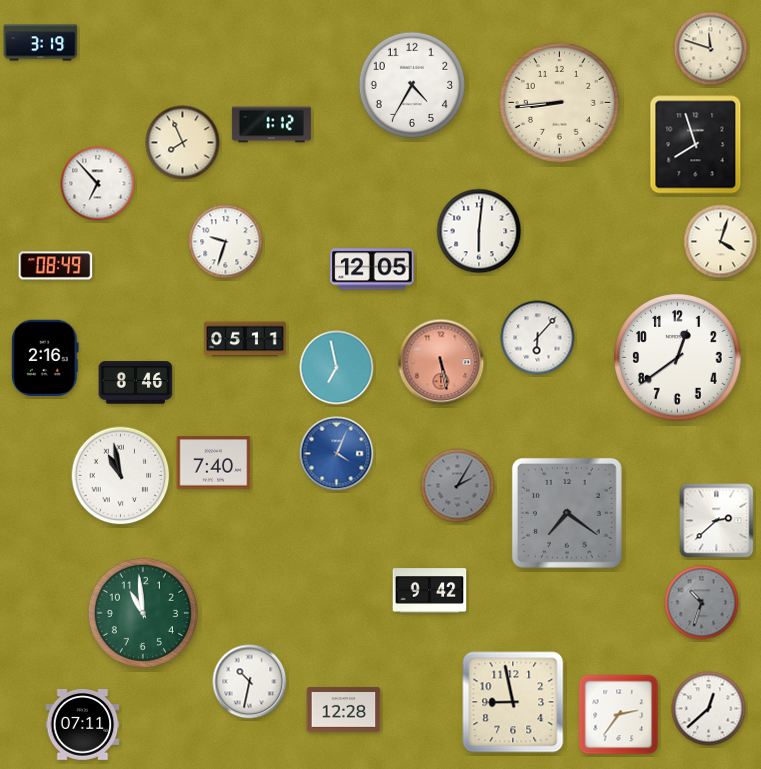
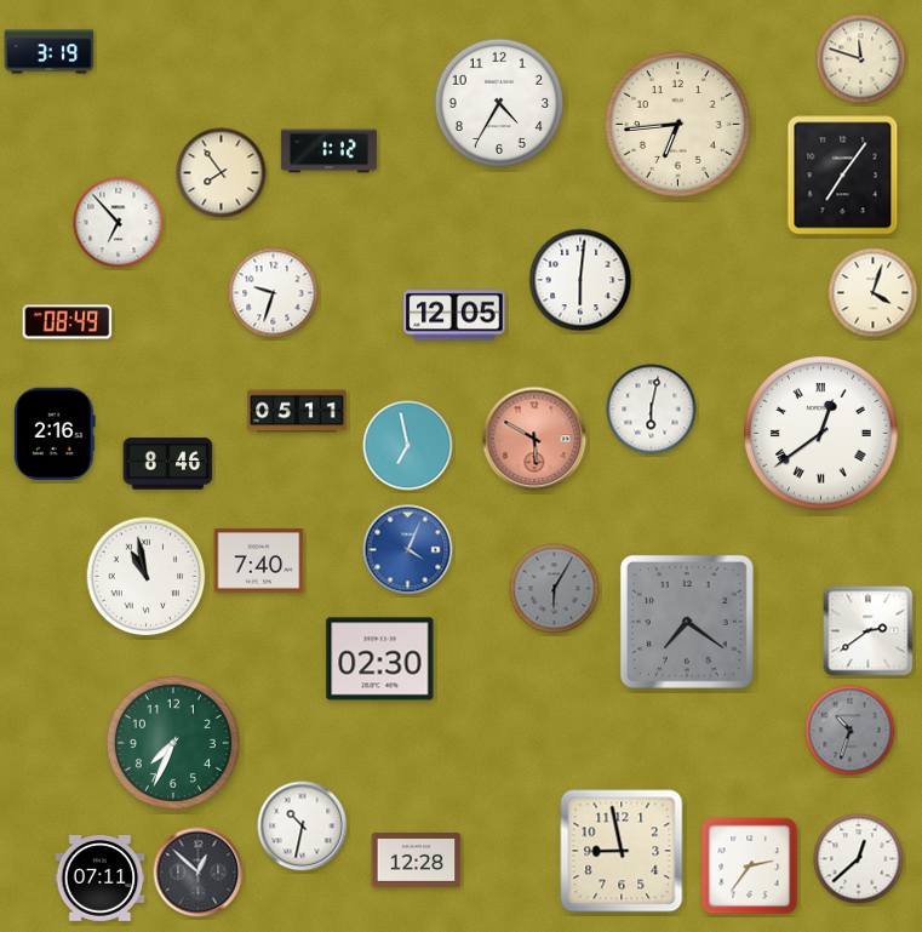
clock at (559, 102): 8:44 -> 6:44
clock at (183, 143): 7:56 -> 7:54
clock at (696, 145): 7:57 -> 7:06
clock at (372, 269) position: (372, 269) -> (454, 315)
clock at (538, 338): 6:07 -> 6:02
clock at (678, 358) numerals: Arabic -> Roman
clock at (441, 362): 5:28 -> 5:50
clock at (136, 383) position: (136, 383) -> (168, 464)
clock at (458, 486): 2:05 -> 6:05
clock at (717, 521): 2:38 -> 2:39
clock at (380, 659): none -> 02:30
clock at (430, 591): 9:42 -> none
clock at (143, 613): 10:59 -> 7:34
clock at (199, 873): none -> 12:52
